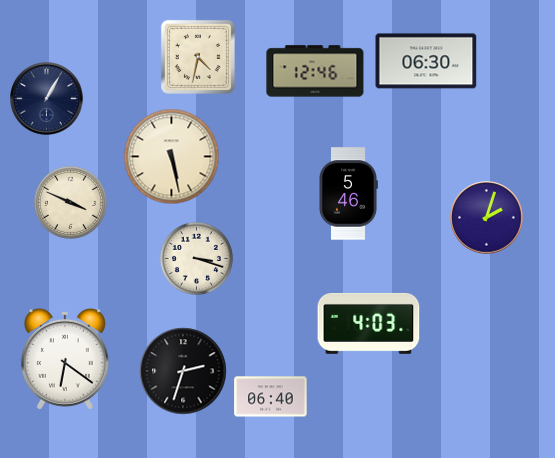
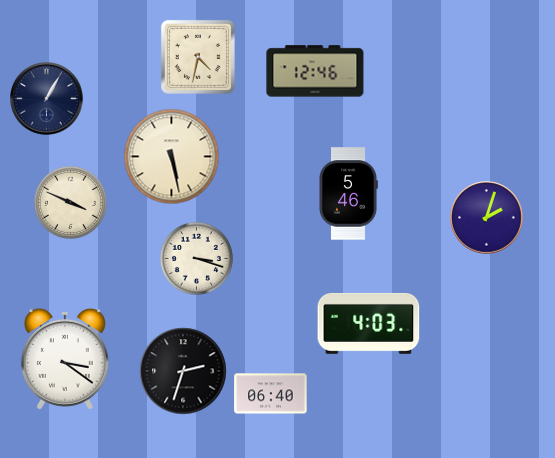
clock at (426, 61): 06:30 -> none
clock at (65, 359): 6:21 -> 3:21
clock at (271, 397) position: (271, 397) -> (271, 394)
